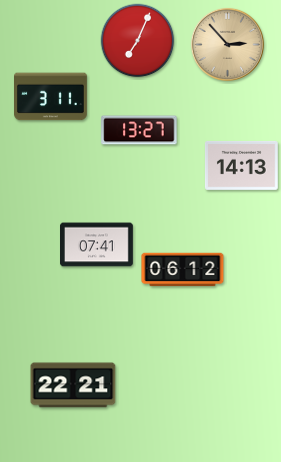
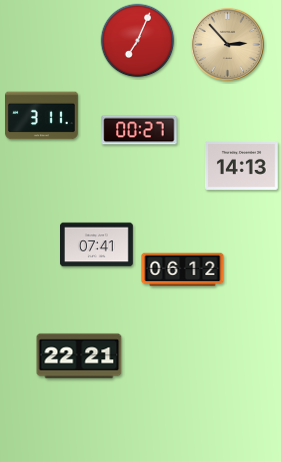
clock at (51, 97) position: (51, 97) -> (42, 116)
clock at (139, 130): 13:27 -> 00:27
clock at (73, 385) position: (73, 385) -> (79, 356)
